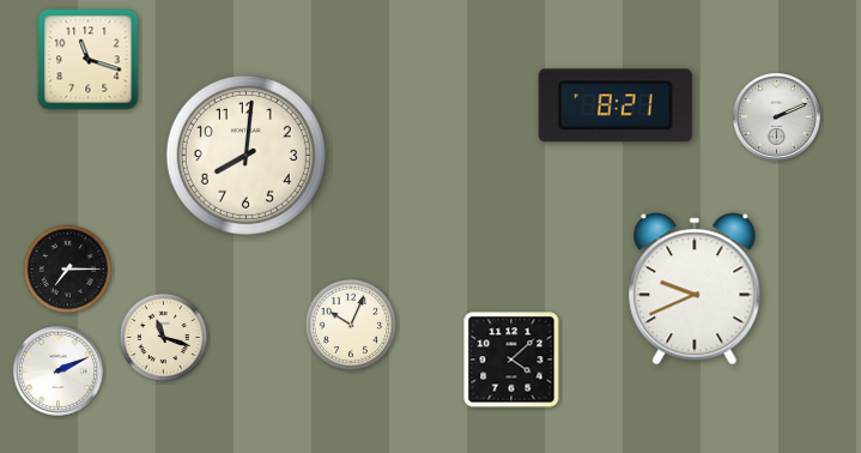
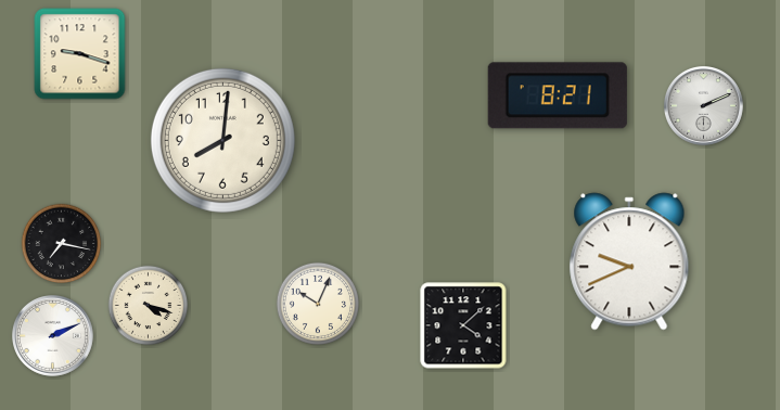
clock at (89, 60): 11:18 -> 9:18
clock at (68, 270): 7:15 -> 7:17
clock at (350, 324) position: (350, 324) -> (317, 303)
clock at (164, 338): 11:18 -> 4:18
